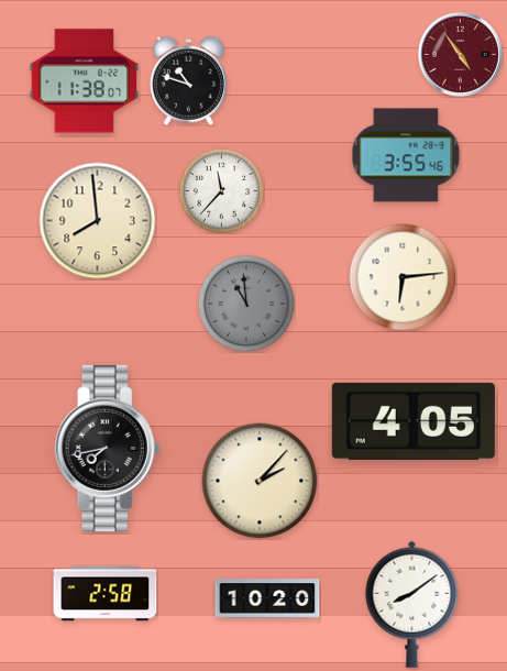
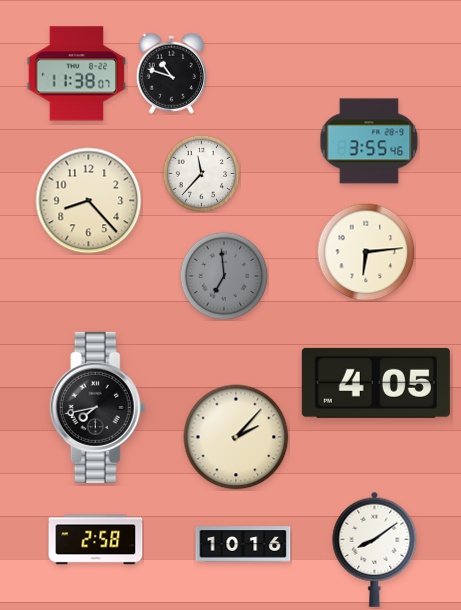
clock at (460, 54): 4:54 -> none
clock at (98, 221): 7:59 -> 8:23
clock at (246, 304): 10:59 -> 6:59
clock at (267, 598): 10:20 -> 10:16
